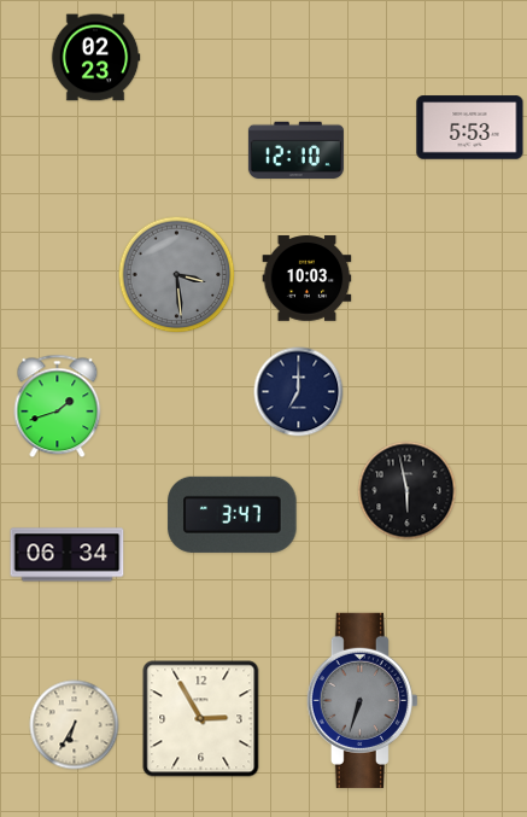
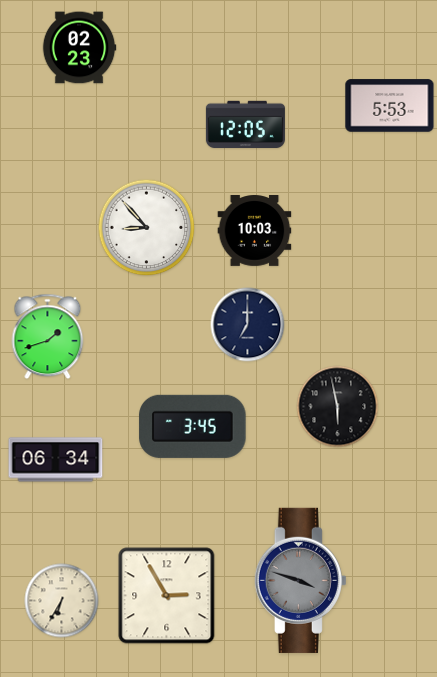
clock at (295, 150): 12:10 -> 12:05
clock at (177, 275): 3:29 -> 8:53
clock at (177, 275) dial: grey -> white
clock at (233, 514): 3:47 -> 3:45
clock at (362, 700): 6:33 -> 3:48
